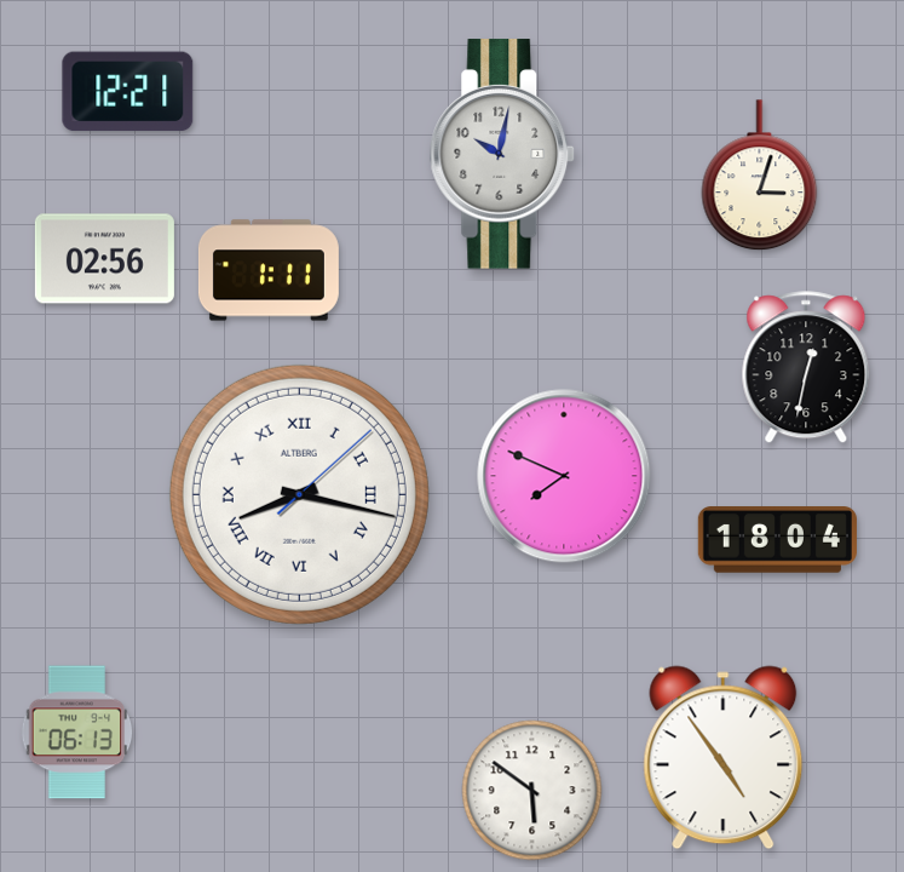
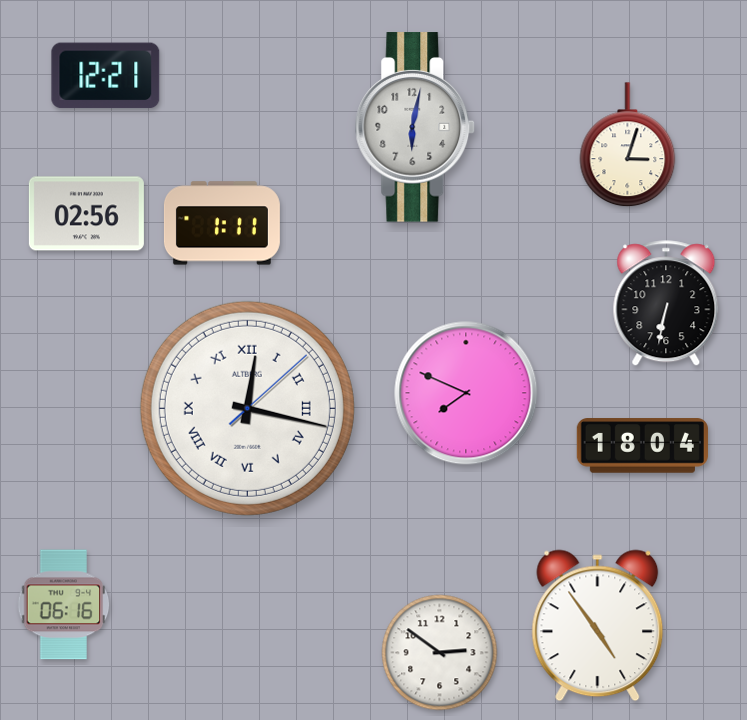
clock at (502, 154): 10:02 -> 6:02
clock at (806, 368): 12:32 -> 6:32
clock at (299, 494): 8:17 -> 12:17
clock at (77, 733): 06:13 -> 06:16
clock at (532, 791): 5:51 -> 2:51
